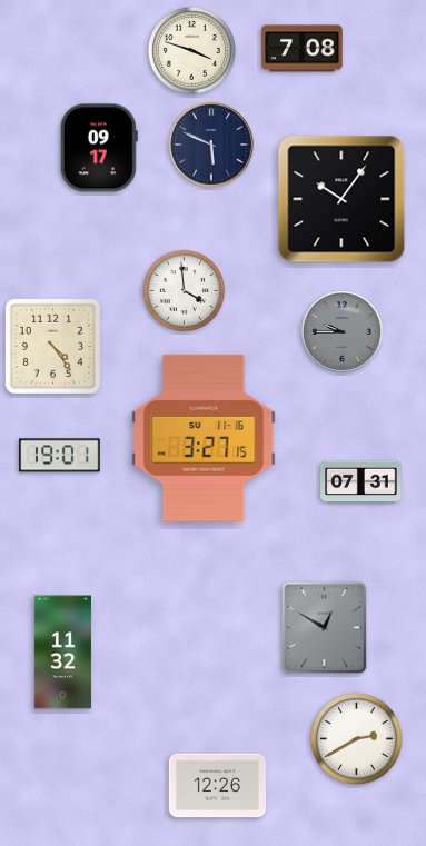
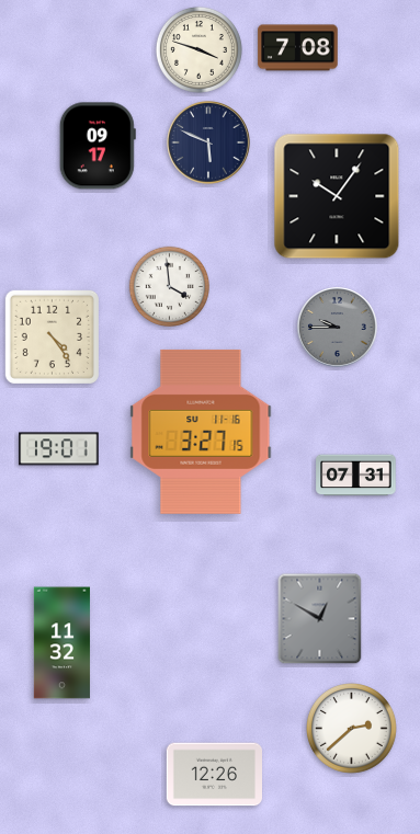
clock at (191, 50) position: (191, 50) -> (198, 49)
clock at (184, 290) position: (184, 290) -> (169, 286)
clock at (52, 346) position: (52, 346) -> (52, 336)
clock at (357, 739): 2:40 -> 2:38
